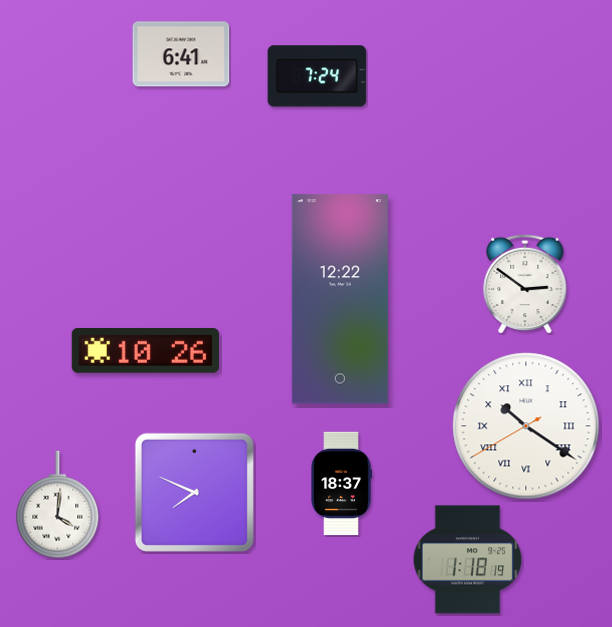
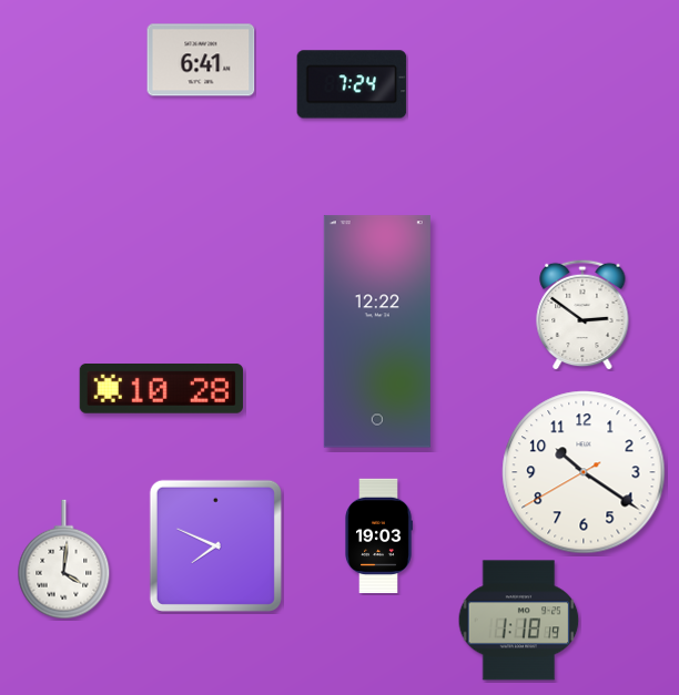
clock at (145, 350): 10:26 -> 10:28
clock at (526, 426) numerals: Roman -> Arabic
clock at (341, 484): 18:37 -> 19:03
